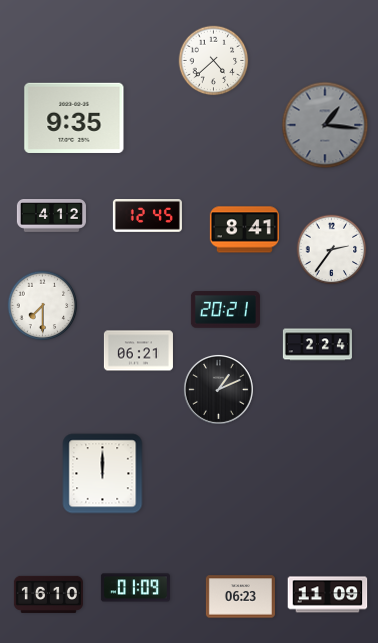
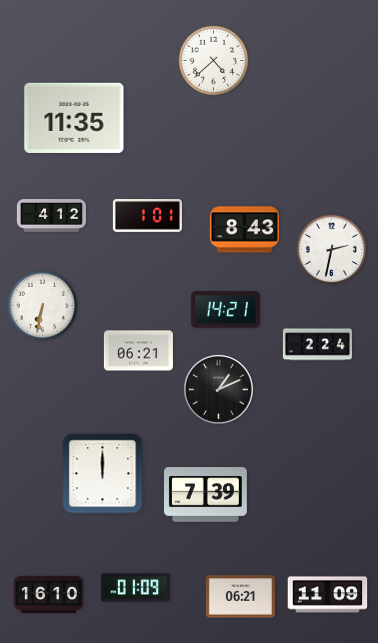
clock at (74, 118): 9:35 -> 11:35
clock at (325, 125): 1:16 -> none
clock at (147, 216): 12:45 -> 1:01
clock at (244, 230): 8:41 -> 8:43
clock at (332, 250): 2:36 -> 2:32
clock at (43, 306): 7:30 -> 6:32
clock at (225, 310): 20:21 -> 14:21
clock at (206, 495): none -> 7:39
clock at (240, 597): 06:23 -> 06:21
